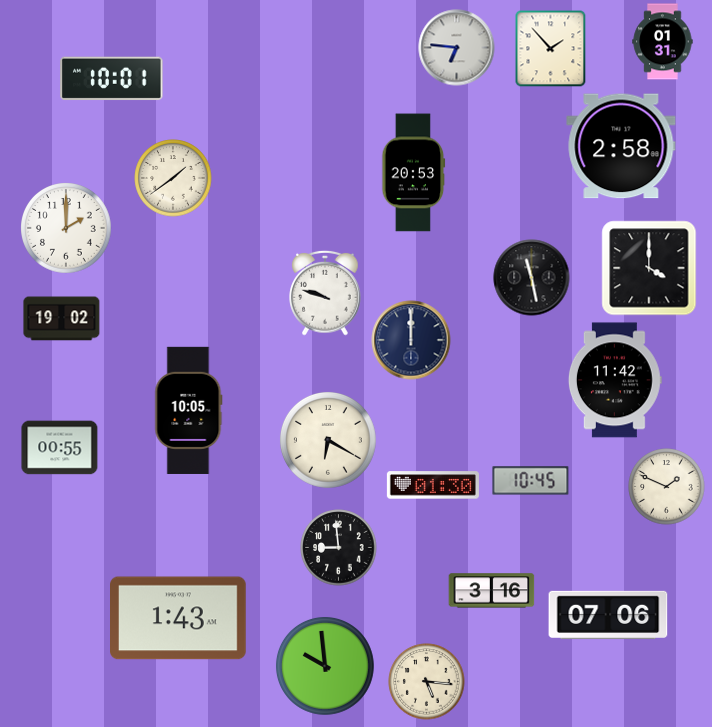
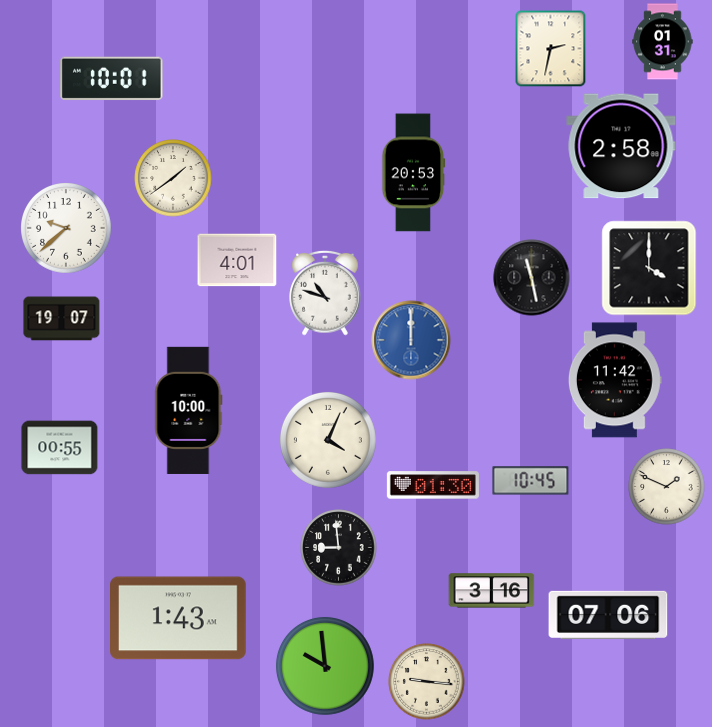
clock at (457, 48): 6:46 -> none
clock at (551, 48): 1:53 -> 2:32
clock at (67, 229): 2:00 -> 9:38
clock at (237, 260): none -> 4:01
clock at (325, 293): 9:48 -> 10:48
clock at (62, 319): 19:02 -> 19:07
clock at (411, 340) dial: navy -> blue
clock at (189, 410): 10:05 -> 10:00
clock at (329, 441): 6:20 -> 4:04
clock at (427, 682): 5:16 -> 9:16
